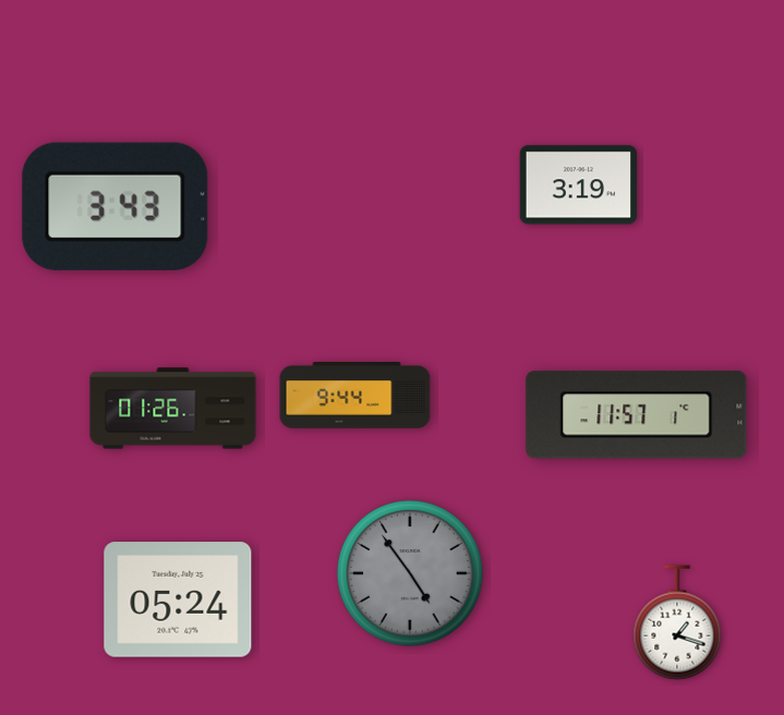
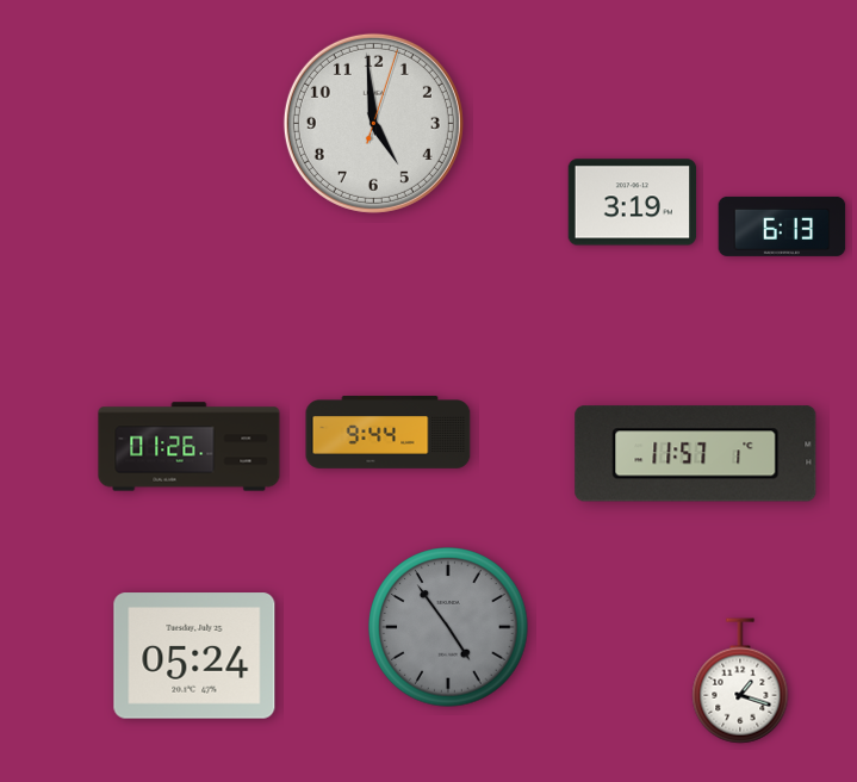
clock at (373, 123): none -> 4:59
clock at (116, 206): 3:43 -> none
clock at (782, 226): none -> 6:13
